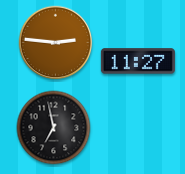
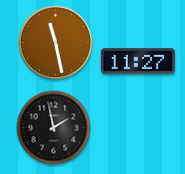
clock at (56, 43): 2:46 -> 11:28
clock at (54, 128): 6:58 -> 1:58
